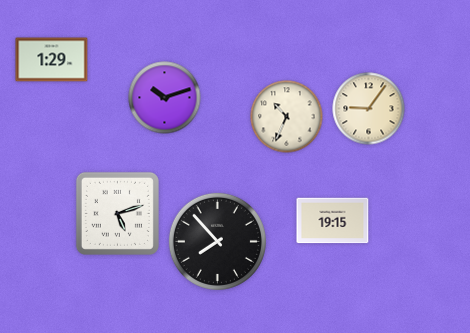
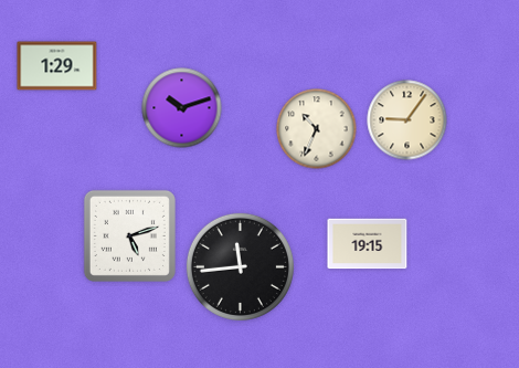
clock at (217, 241): 7:53 -> 11:44
